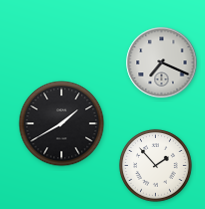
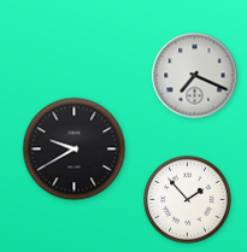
clock at (62, 124): 1:40 -> 9:40
